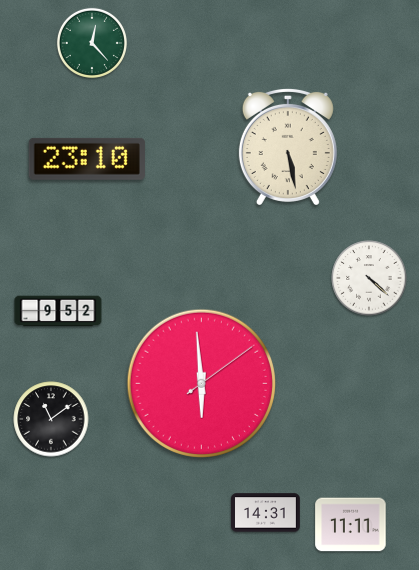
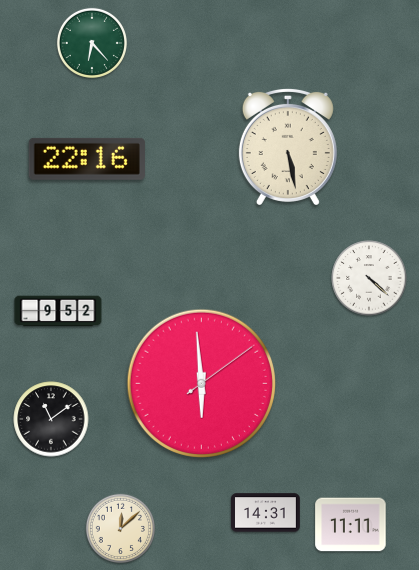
clock at (92, 43): 12:23 -> 6:23
clock at (87, 159): 23:10 -> 22:16
clock at (120, 528): none -> 12:08
